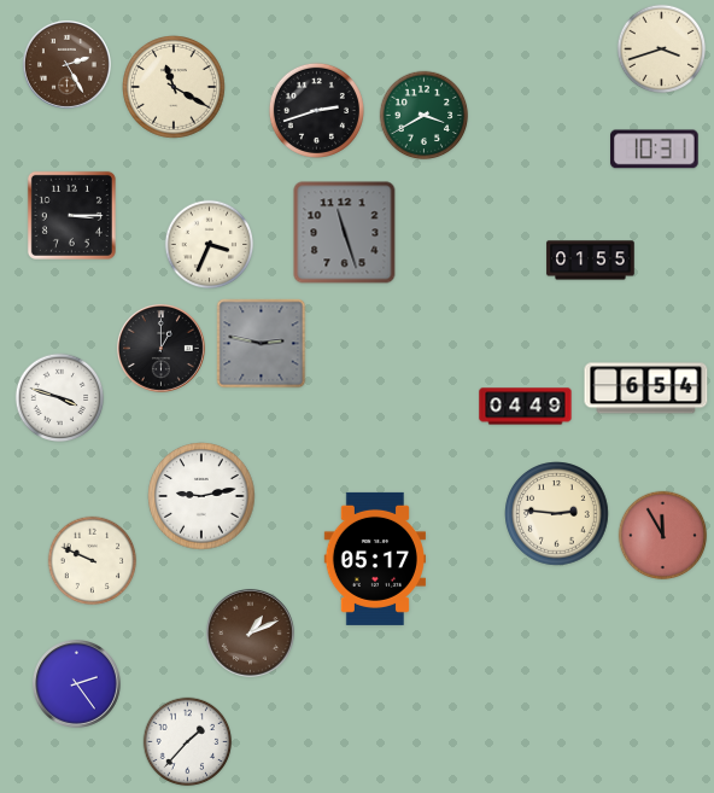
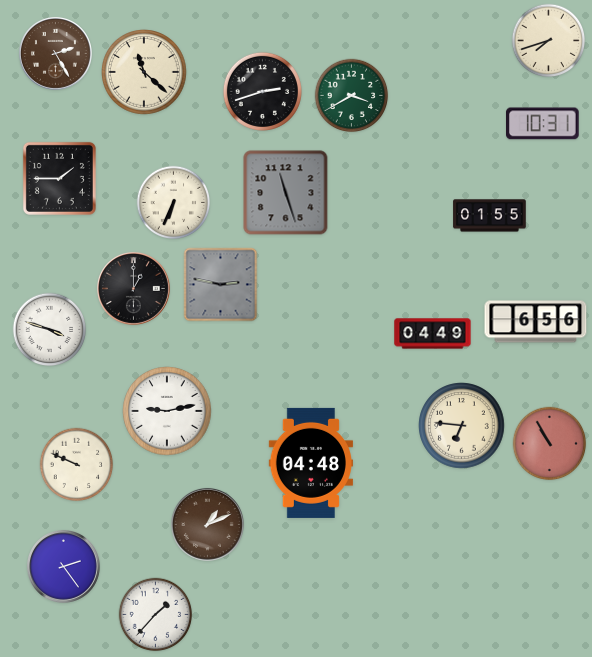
clock at (662, 49): 3:42 -> 7:42
clock at (175, 88): 11:20 -> 11:22
clock at (71, 215): 3:15 -> 1:45
clock at (210, 245): 3:34 -> 6:34
clock at (262, 344) position: (262, 344) -> (221, 285)
clock at (646, 389): 6:54 -> 6:56
clock at (526, 407) position: (526, 407) -> (433, 334)
clock at (557, 514): 2:46 -> 6:46
clock at (663, 536): 11:55 -> 10:55
clock at (374, 559): 05:17 -> 04:48
